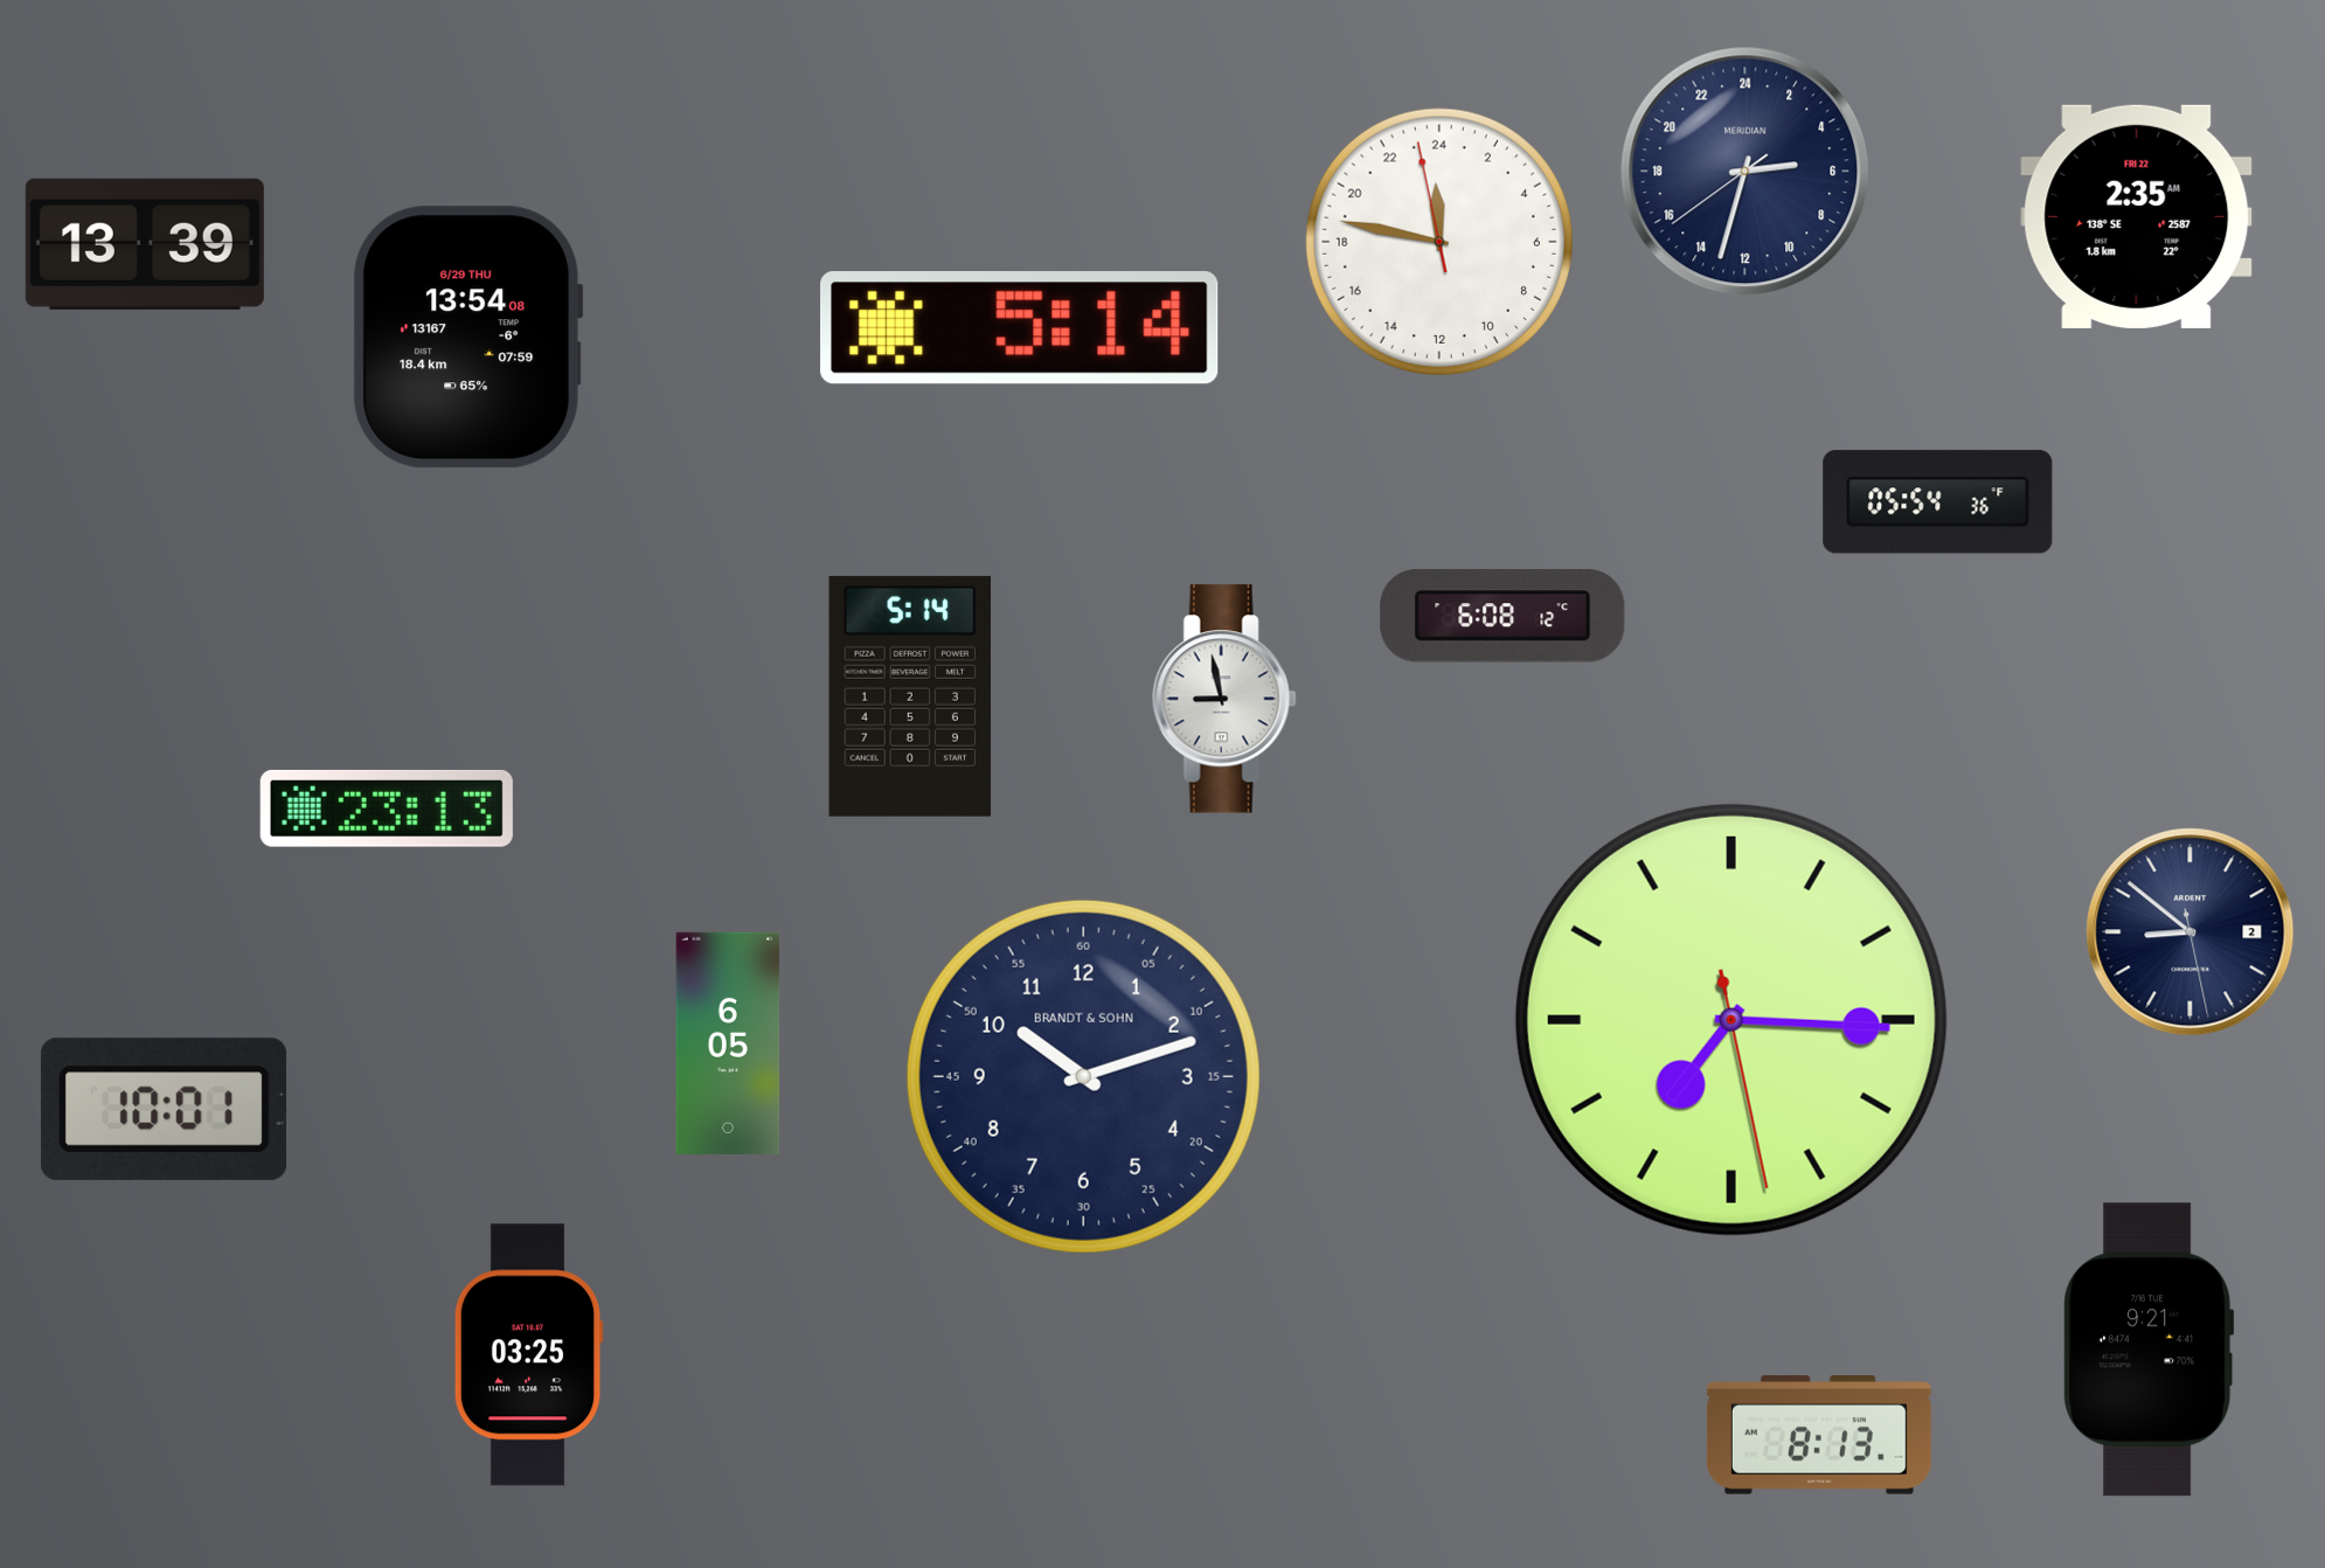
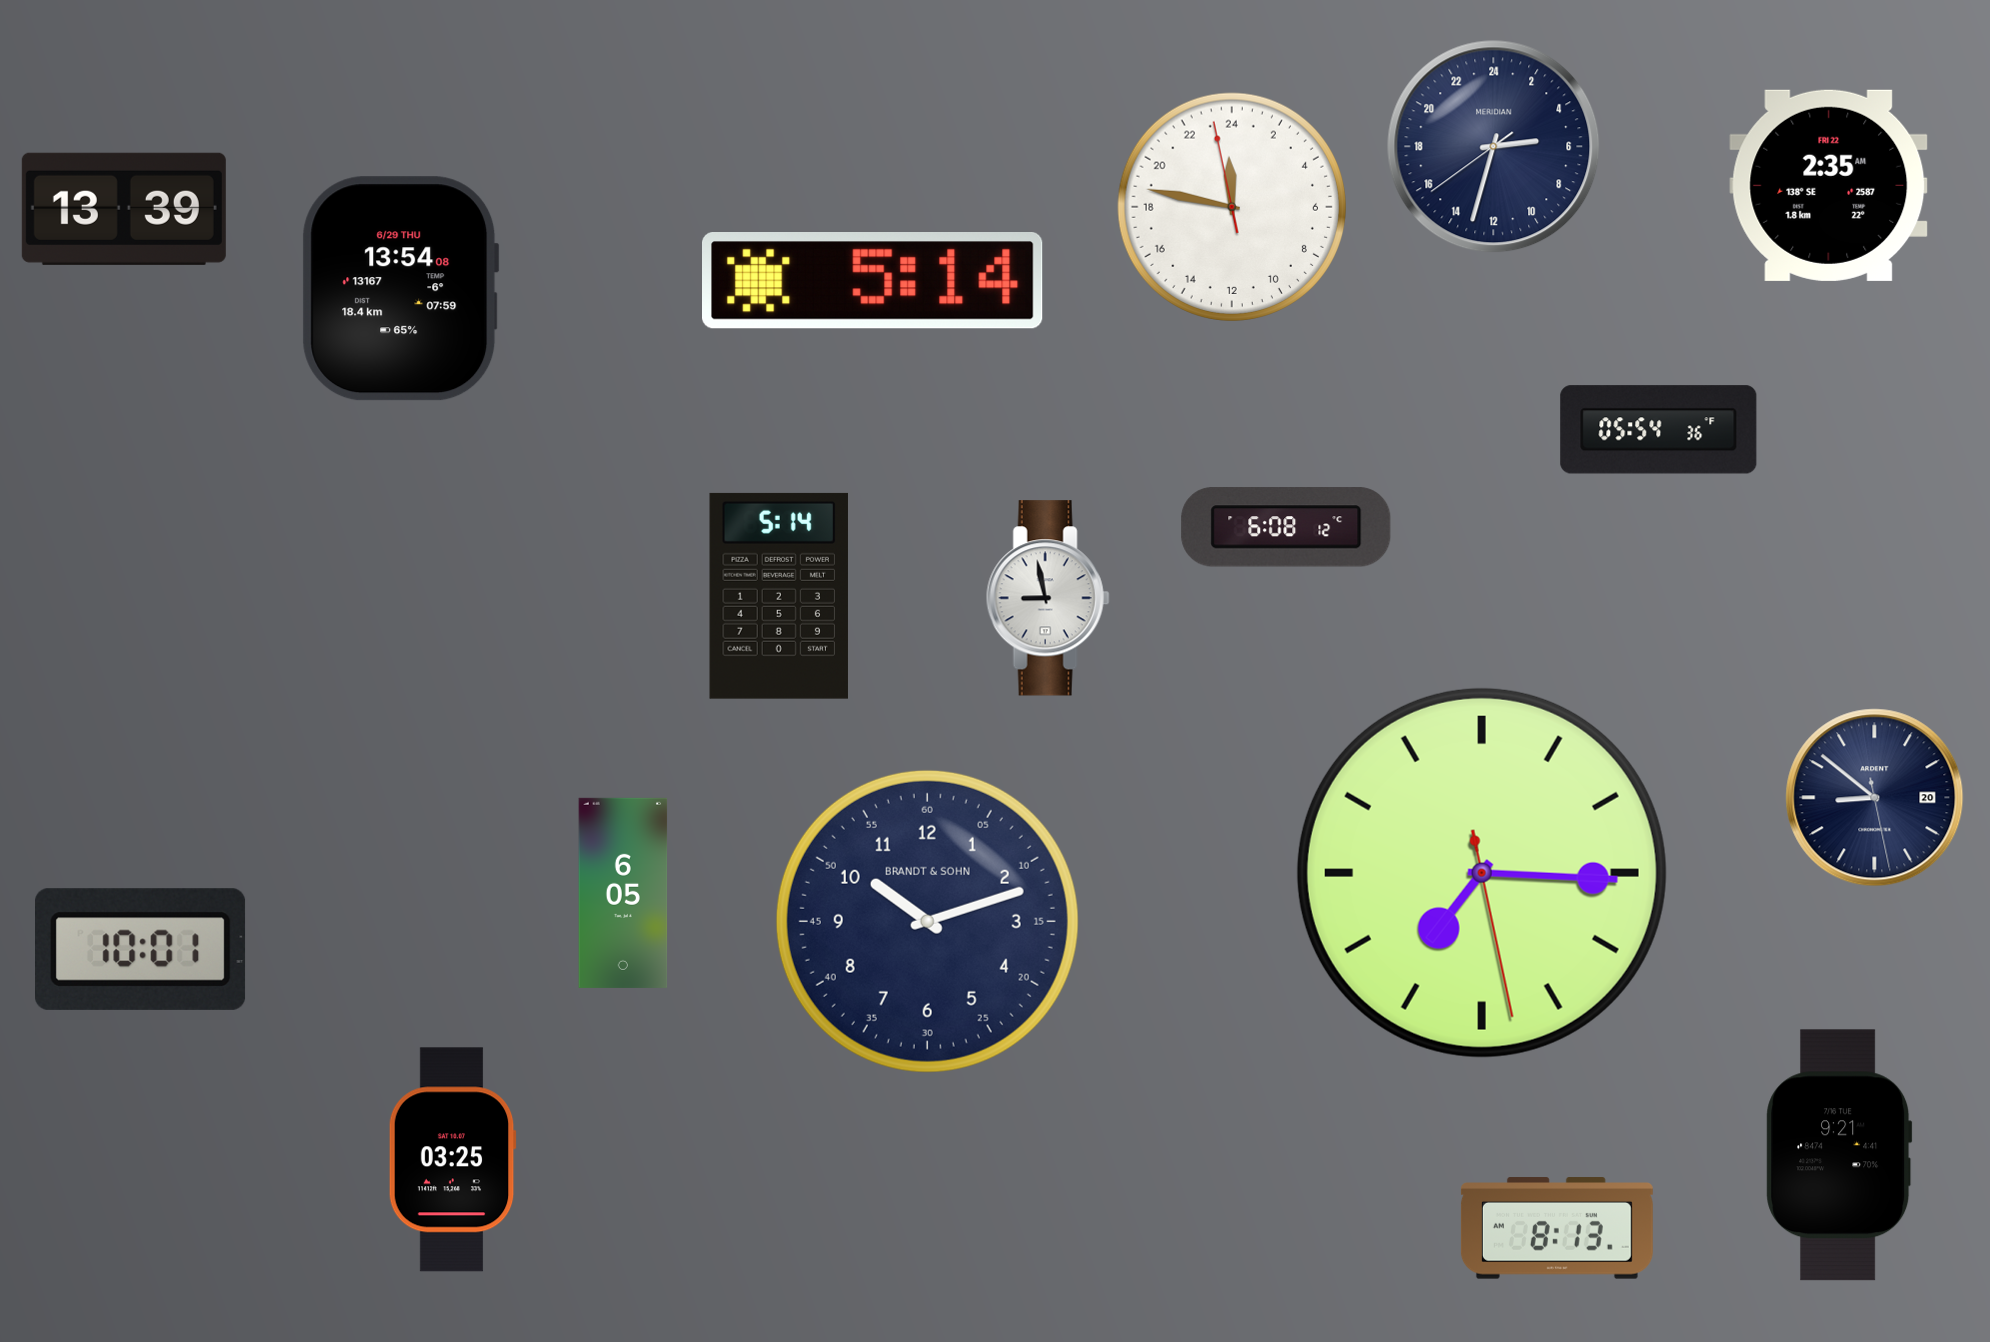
clock at (387, 809): 23:13 -> none
clock at (2191, 932) date: 2 -> 20
